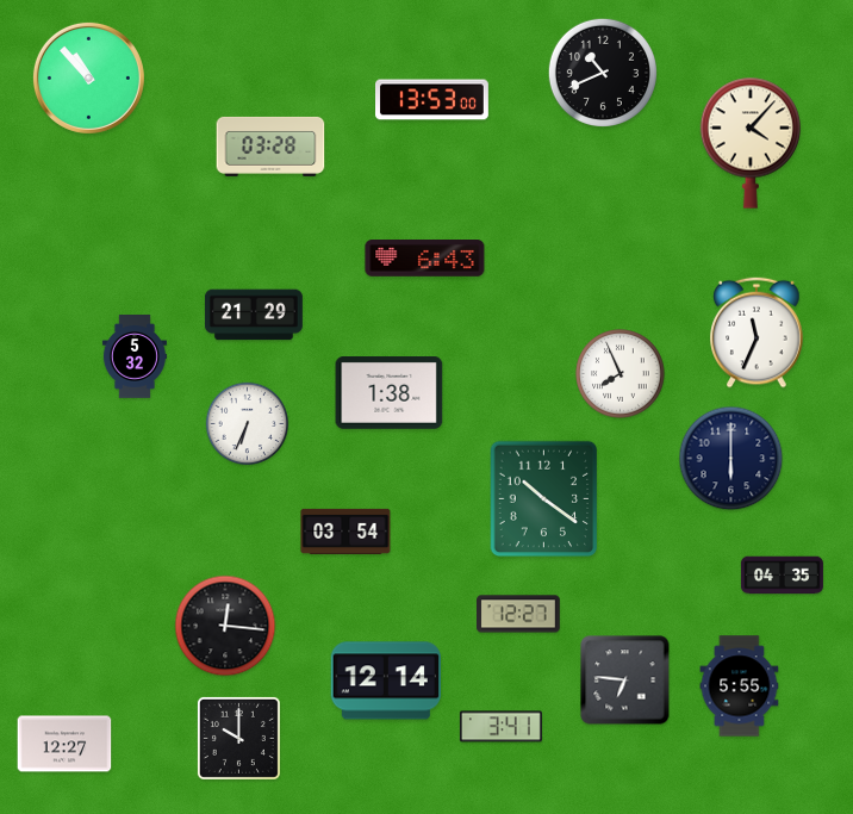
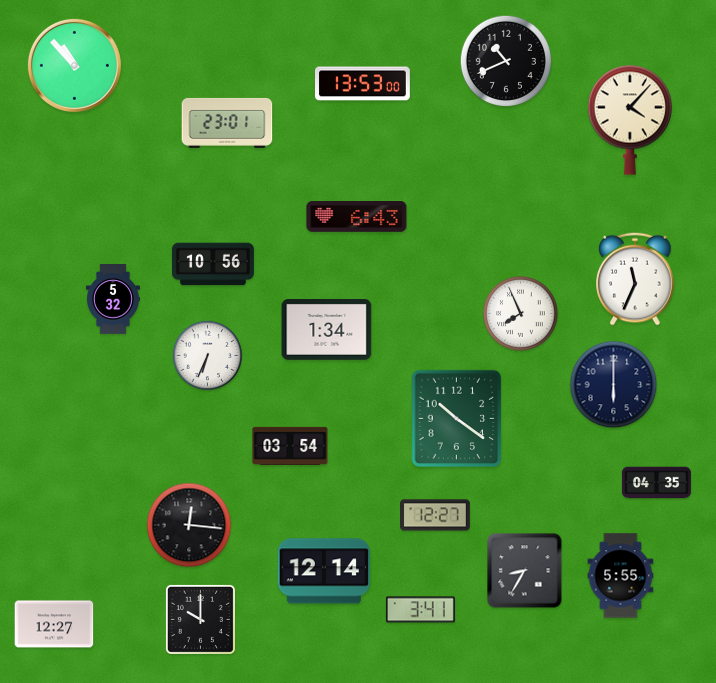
clock at (270, 147): 03:28 -> 23:01
clock at (254, 315): 21:29 -> 10:56
clock at (390, 393): 1:38 -> 1:34
clock at (625, 681): 6:46 -> 8:35
